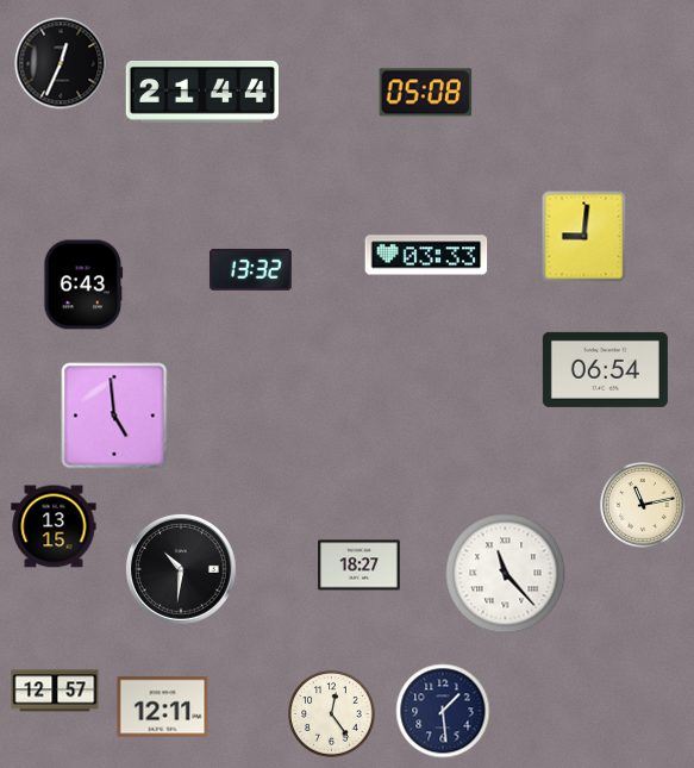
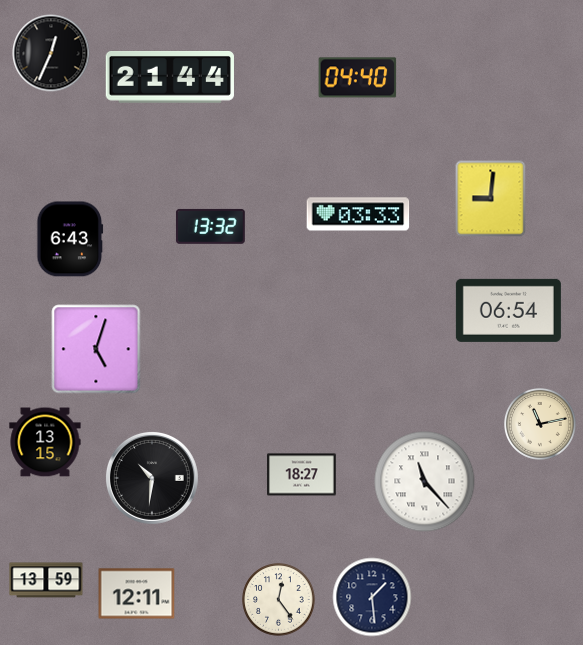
clock at (426, 93): 05:08 -> 04:40
clock at (114, 416): 4:59 -> 5:03
clock at (55, 691): 12:57 -> 13:59
